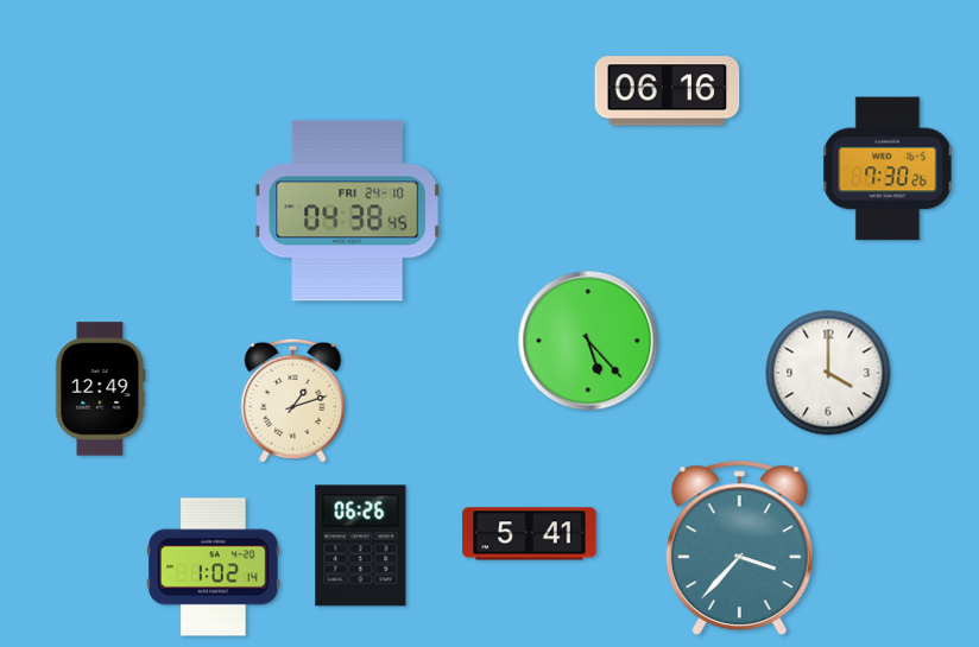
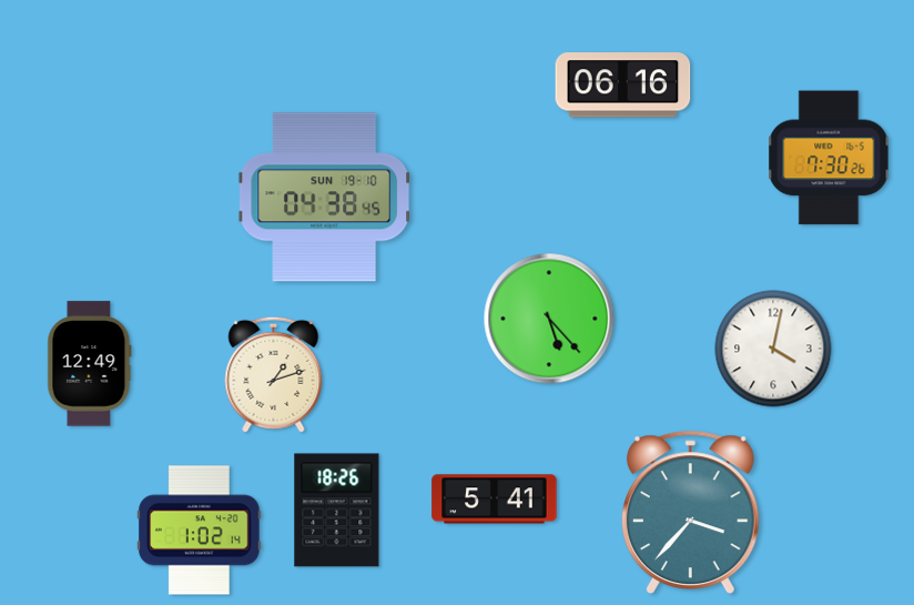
clock at (348, 211) date: FRI 24-10 -> SUN 19-10
clock at (828, 373): 4:00 -> 4:02
clock at (101, 389) position: (101, 389) -> (90, 364)
clock at (361, 546): 06:26 -> 18:26
